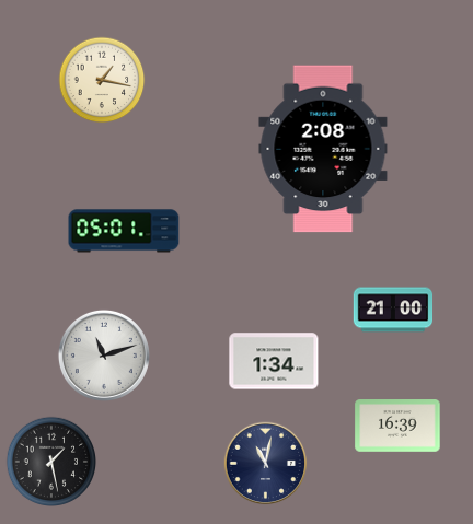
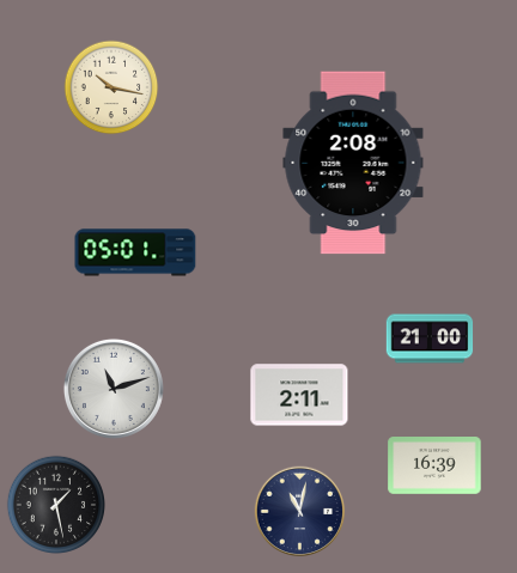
clock at (102, 80): 1:17 -> 10:17
clock at (274, 361): 1:34 -> 2:11
clock at (266, 464) position: (266, 464) -> (300, 512)
